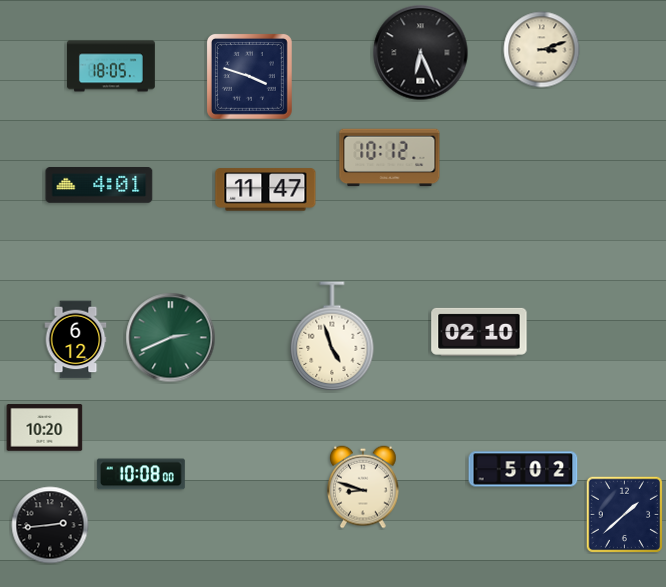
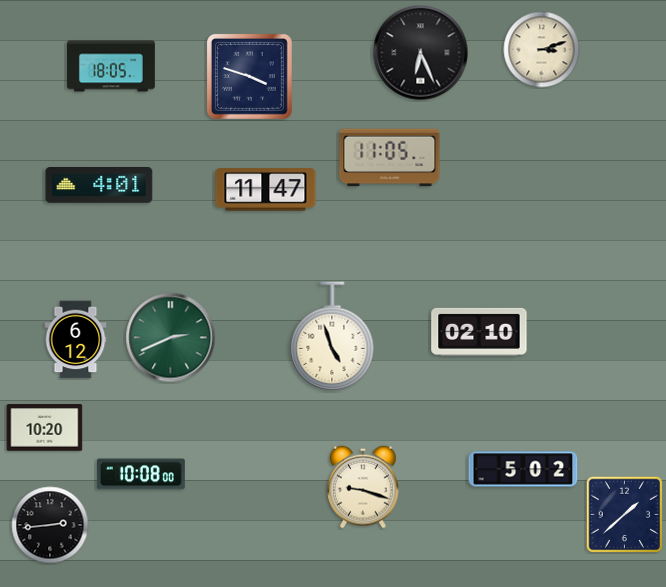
clock at (390, 158): 10:12 -> 11:05
clock at (363, 487): 8:48 -> 9:18
